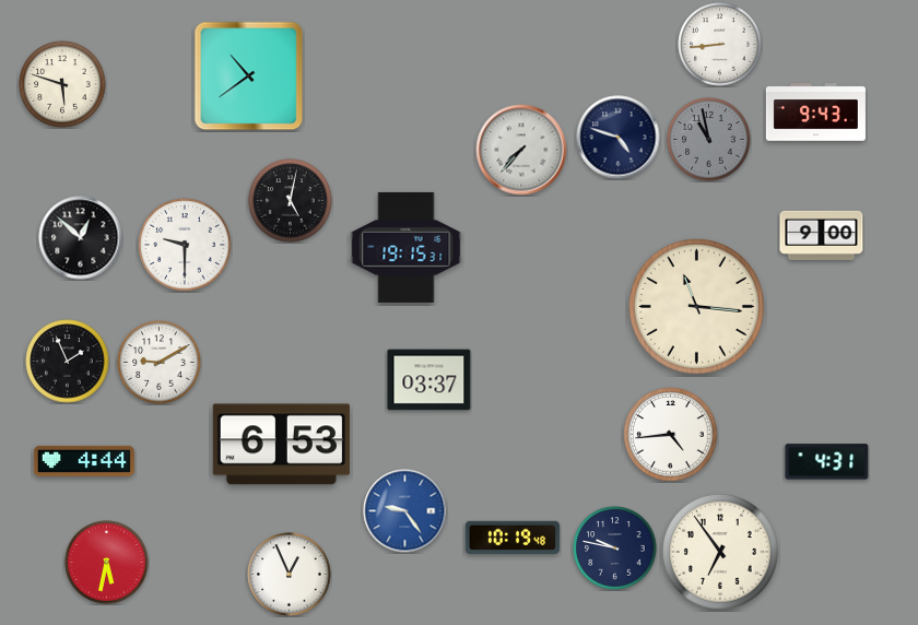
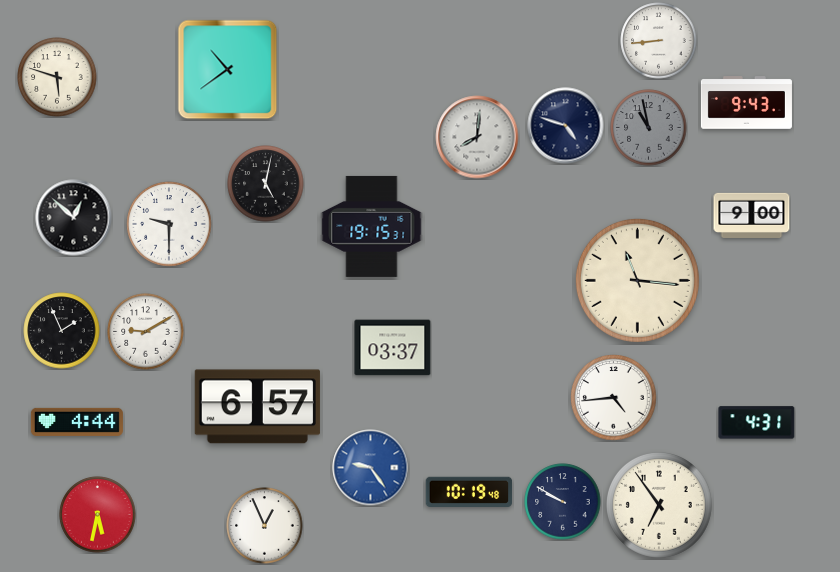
clock at (521, 150): 7:37 -> 8:01
clock at (281, 445): 6:53 -> 6:57
clock at (615, 549): 9:47 -> 9:50
